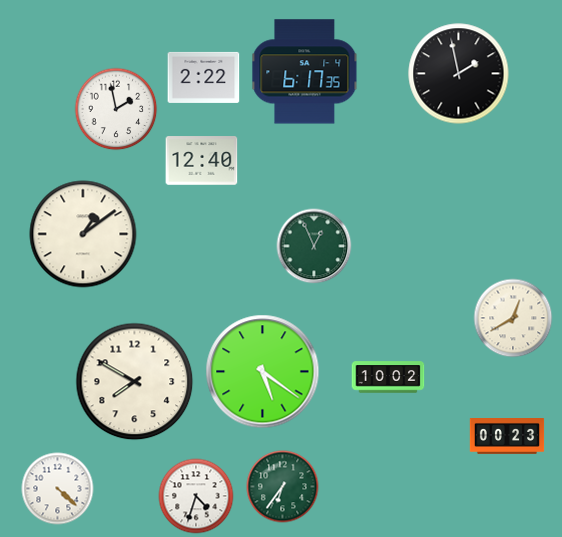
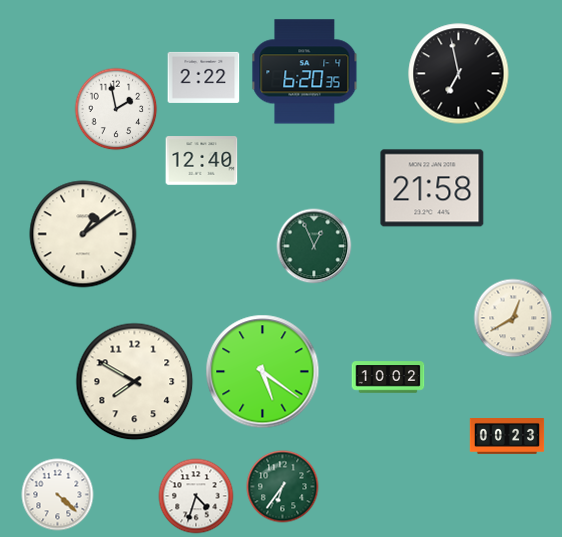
clock at (305, 72): 6:17 -> 6:20
clock at (459, 74): 1:58 -> 6:58
clock at (432, 188): none -> 21:58
clock at (58, 489) position: (58, 489) -> (58, 495)
